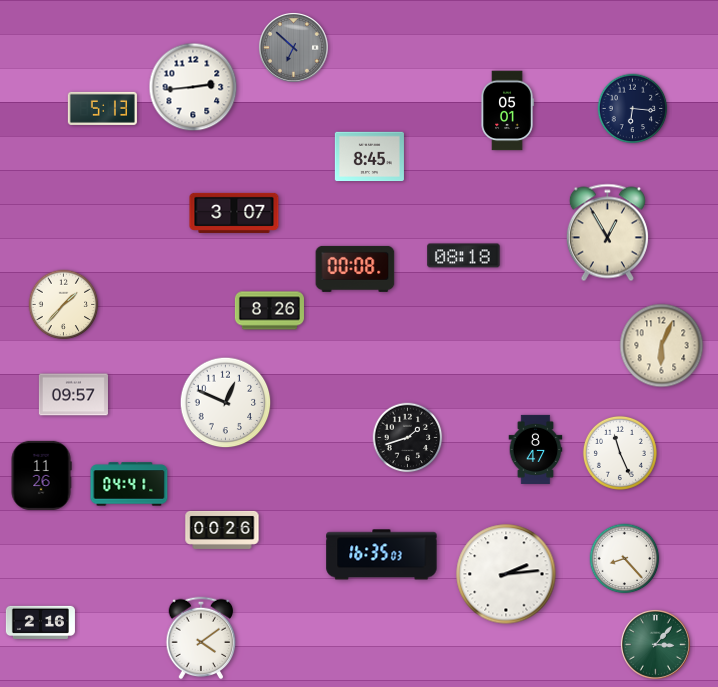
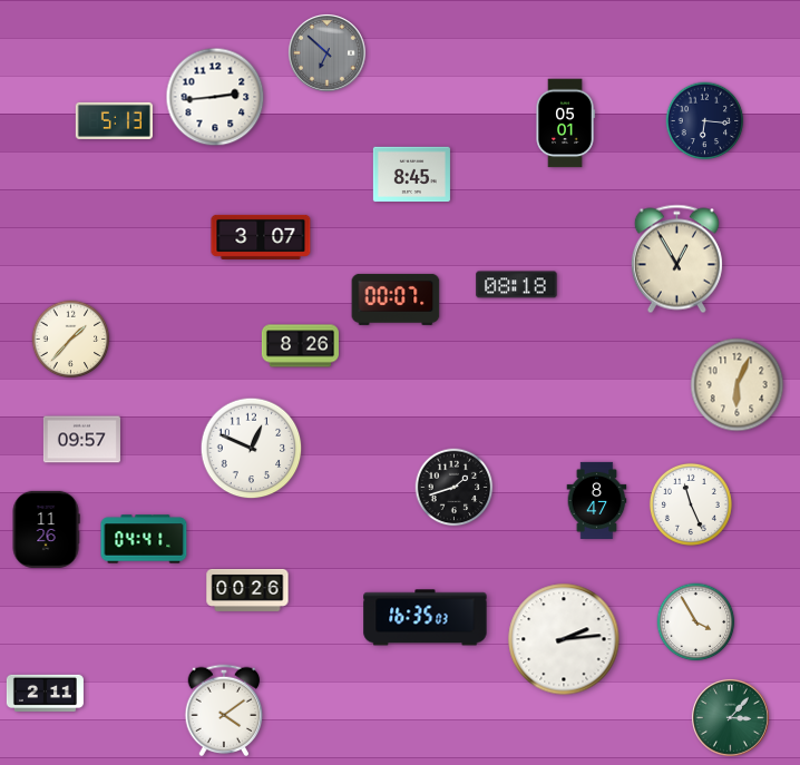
clock at (355, 269): 00:08 -> 00:07
clock at (625, 559): 8:23 -> 3:55
clock at (40, 622): 2:16 -> 2:11
